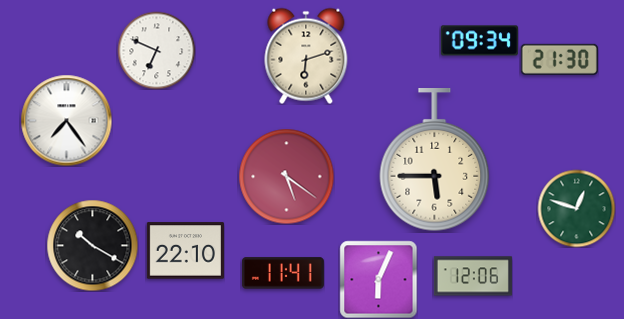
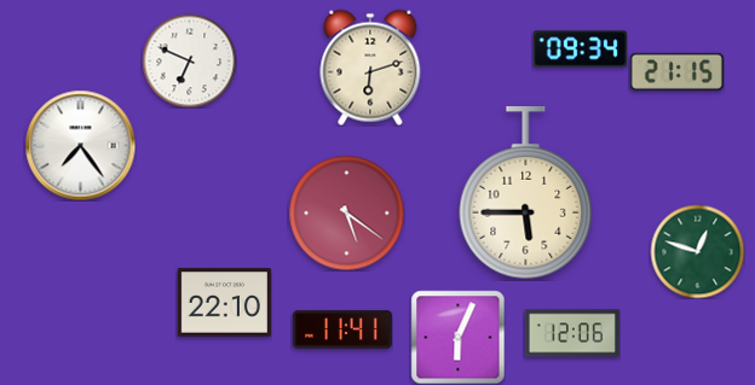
clock at (559, 59): 21:30 -> 21:15
clock at (92, 245): 10:20 -> none
